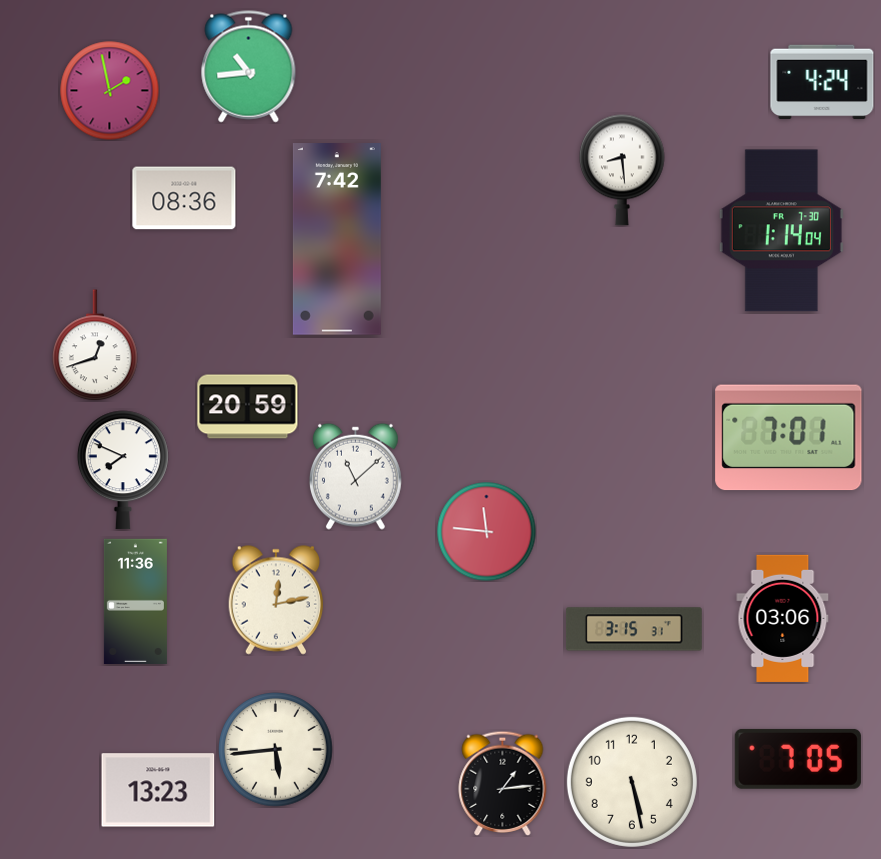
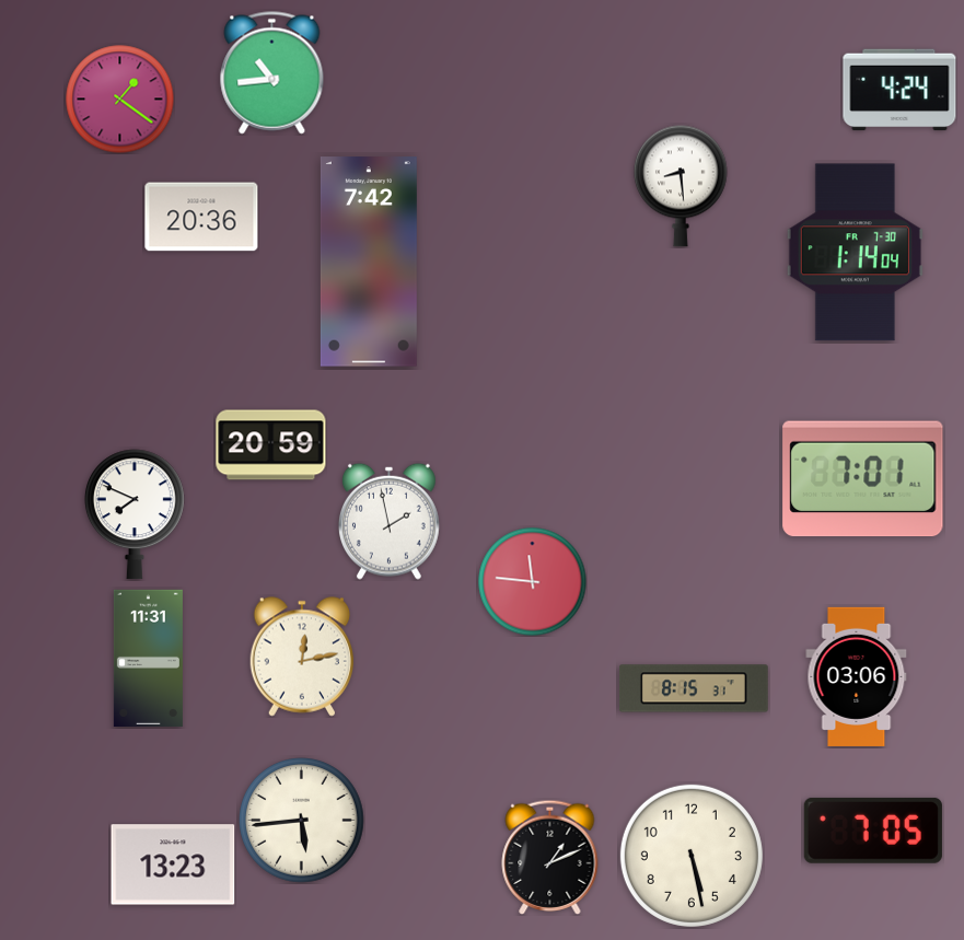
clock at (110, 91): 1:58 -> 1:21
clock at (184, 198): 08:36 -> 20:36
clock at (95, 345): 12:42 -> none
clock at (355, 476): 11:08 -> 1:58
clock at (135, 601): 11:36 -> 11:31
clock at (634, 629): 3:15 -> 8:15
clock at (503, 783): 1:14 -> 1:11
